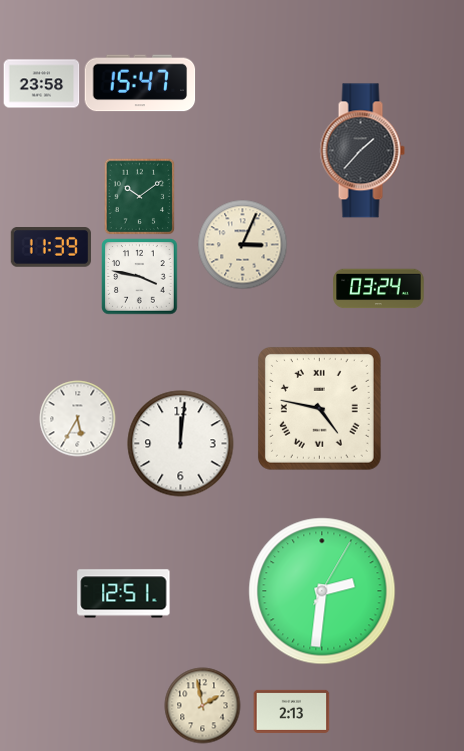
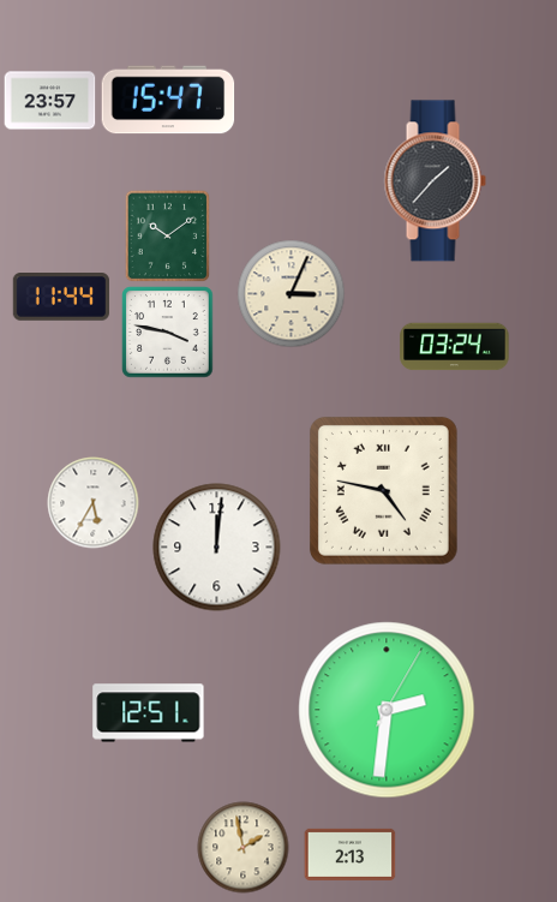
clock at (42, 84): 23:58 -> 23:57
clock at (51, 248): 11:39 -> 11:44
clock at (181, 444) position: (181, 444) -> (217, 548)
